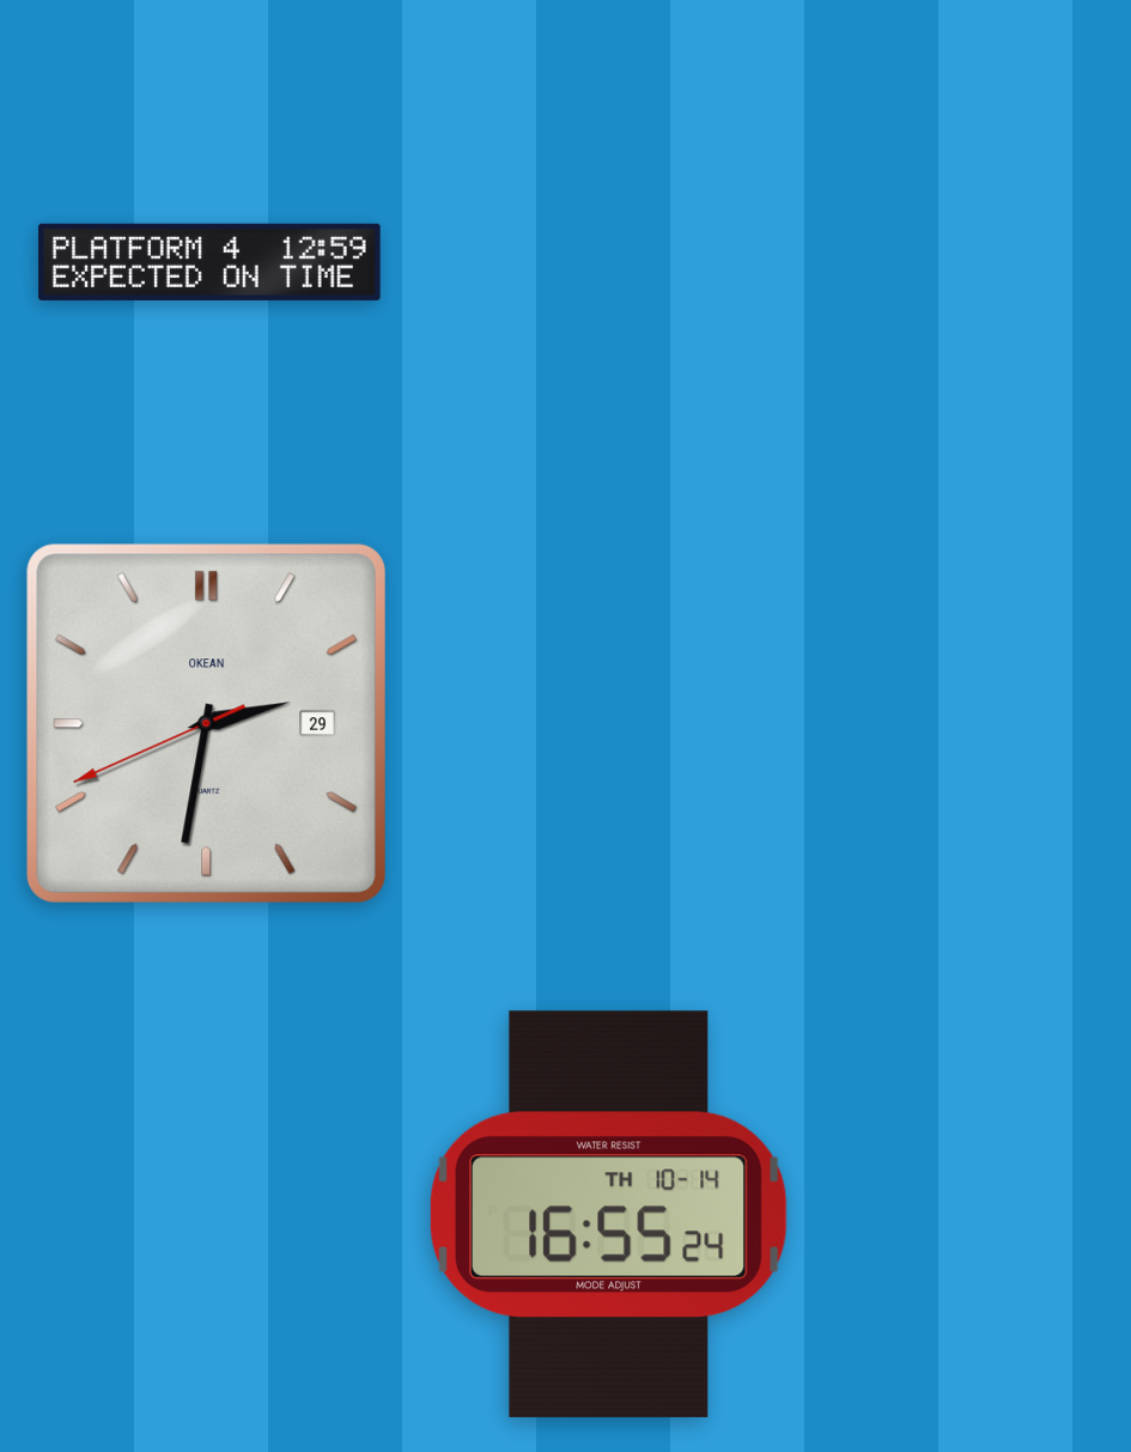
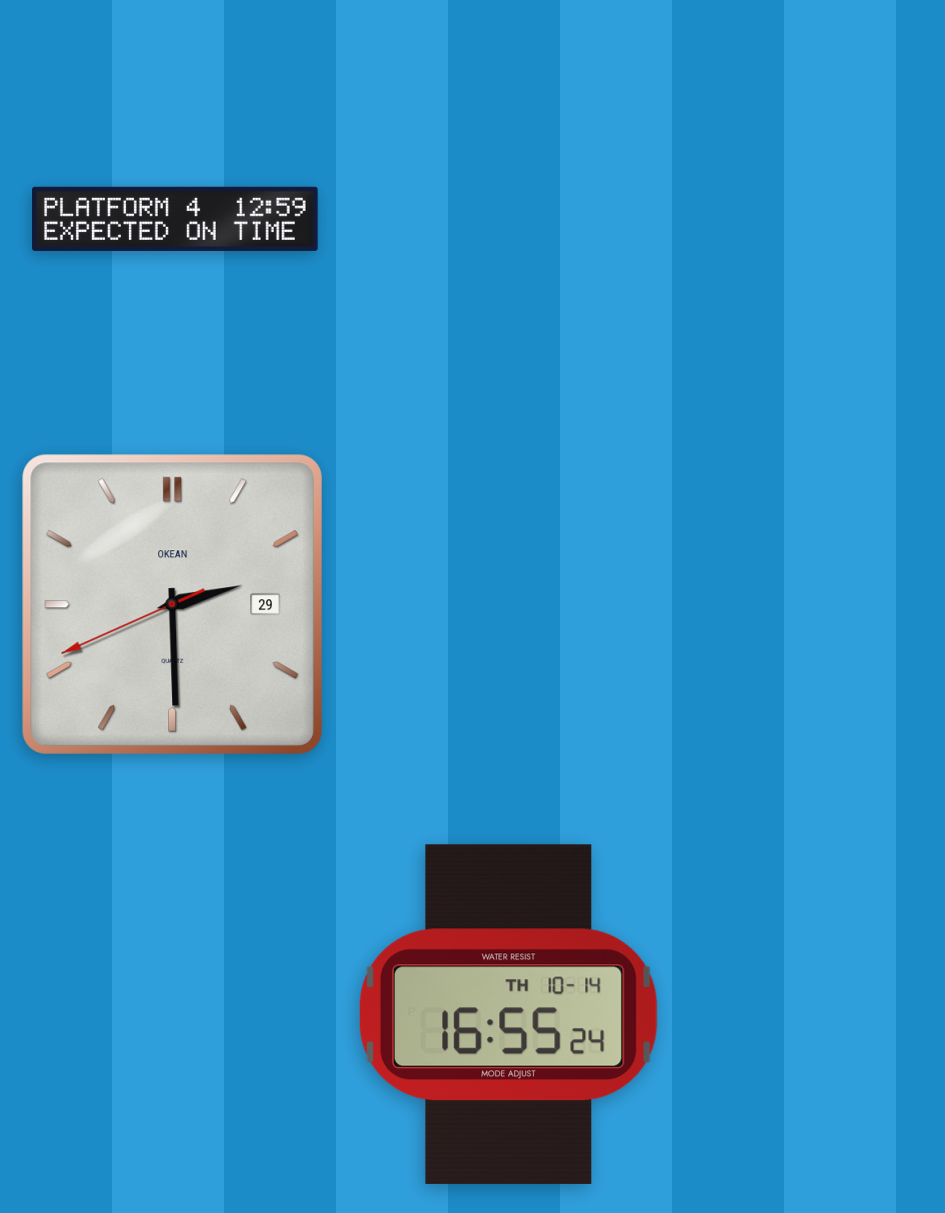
clock at (206, 723): 2:31 -> 2:29
